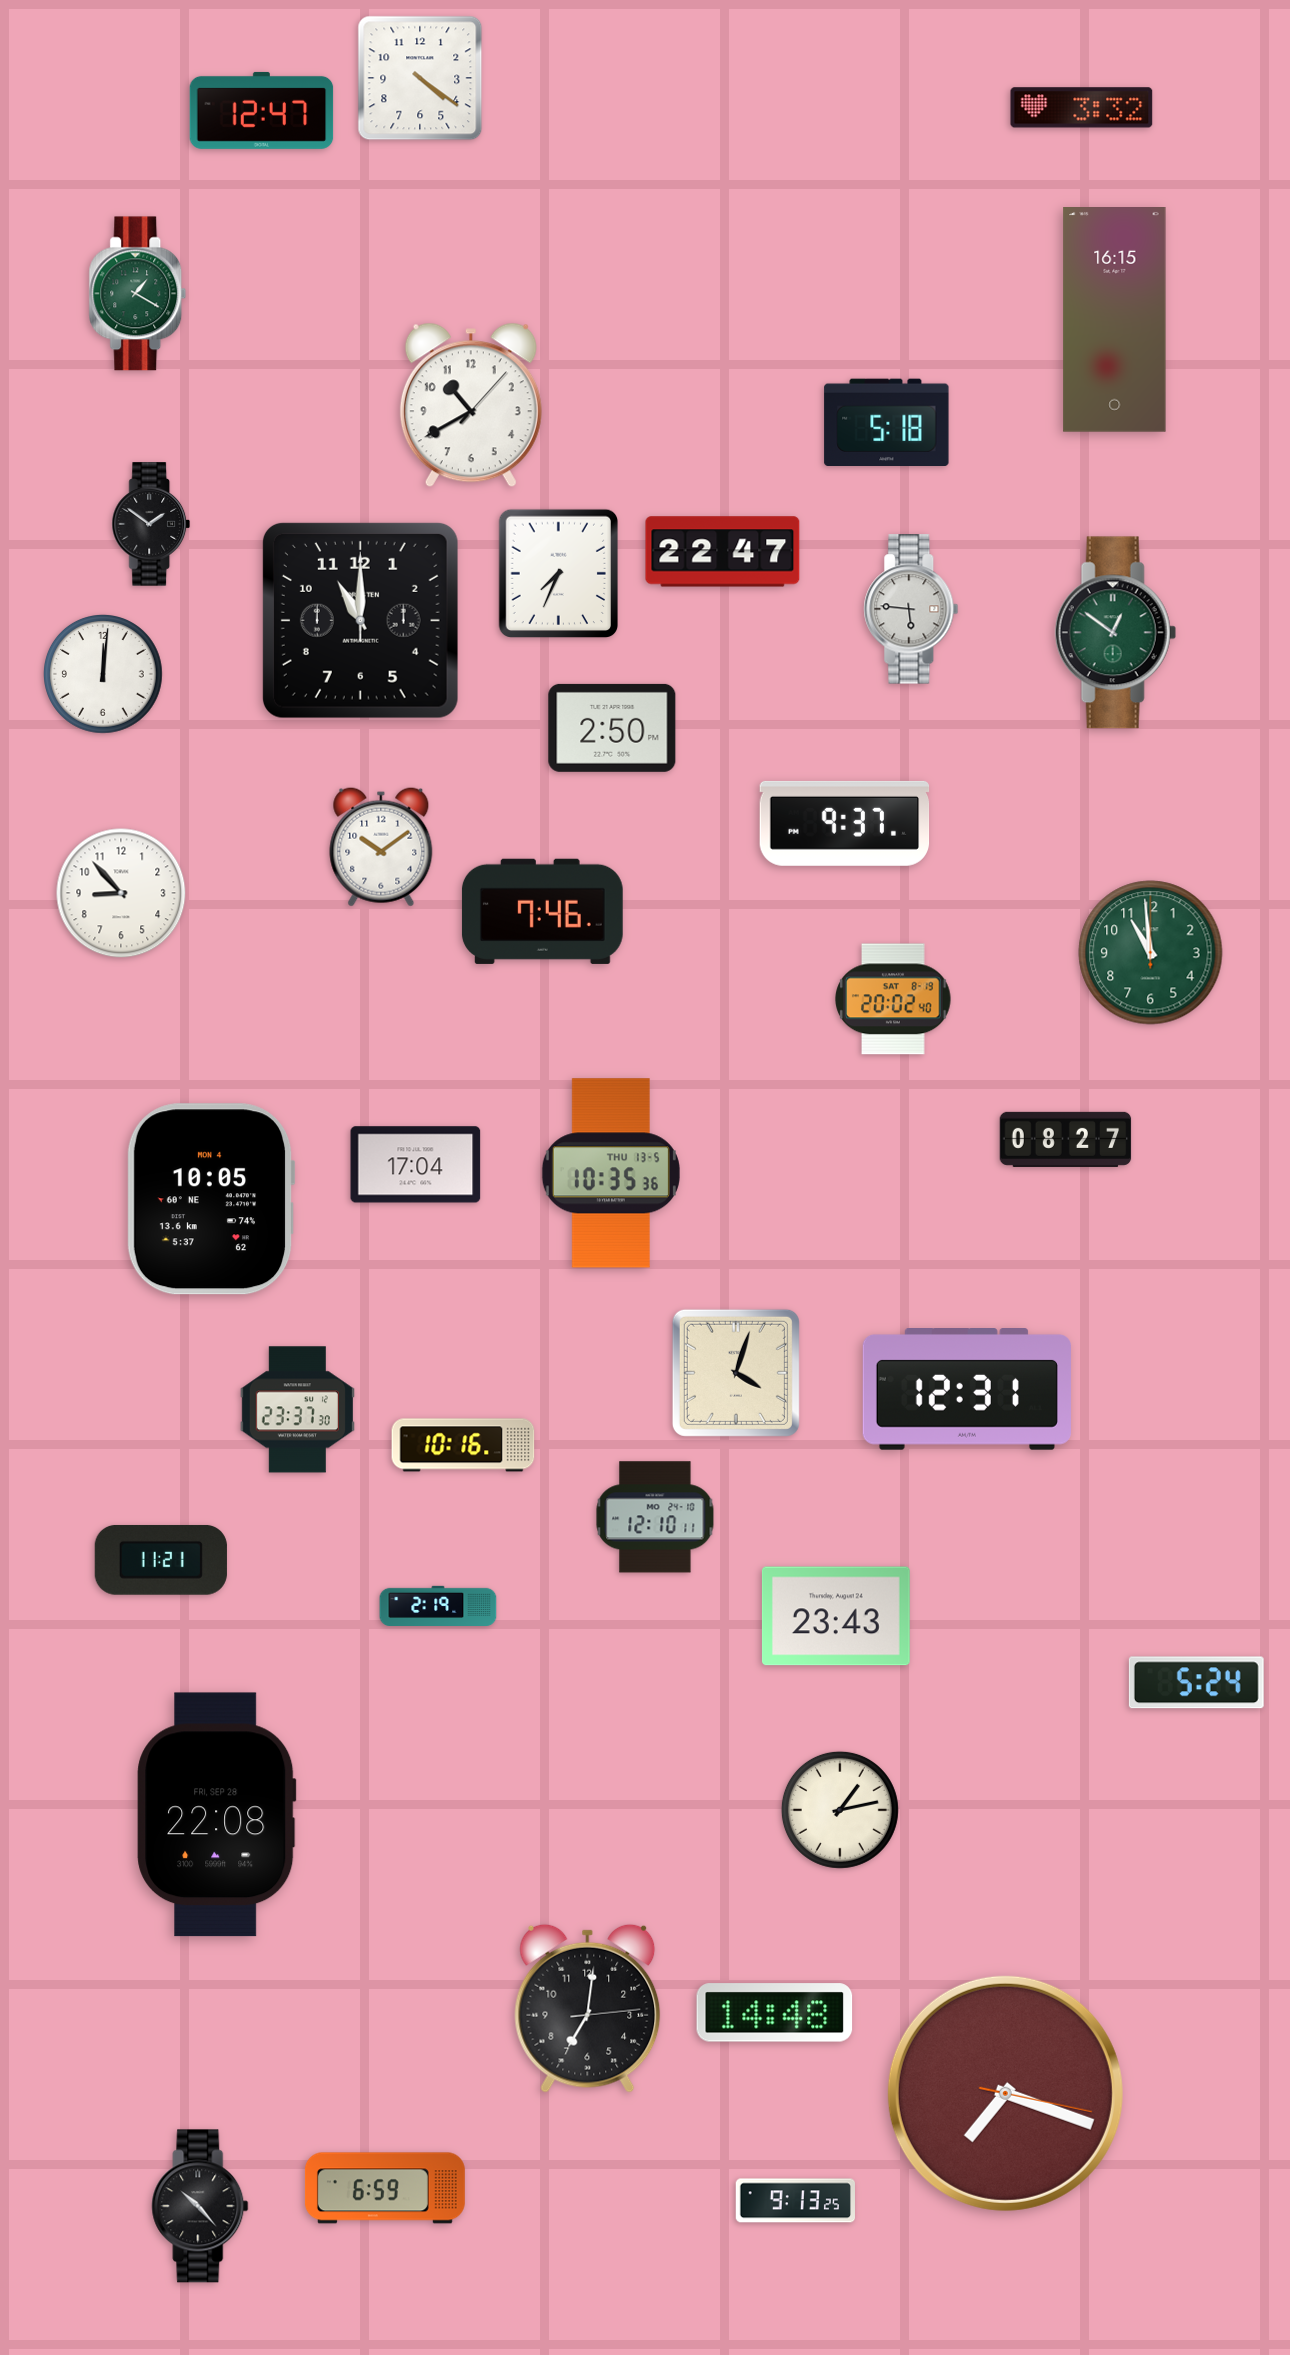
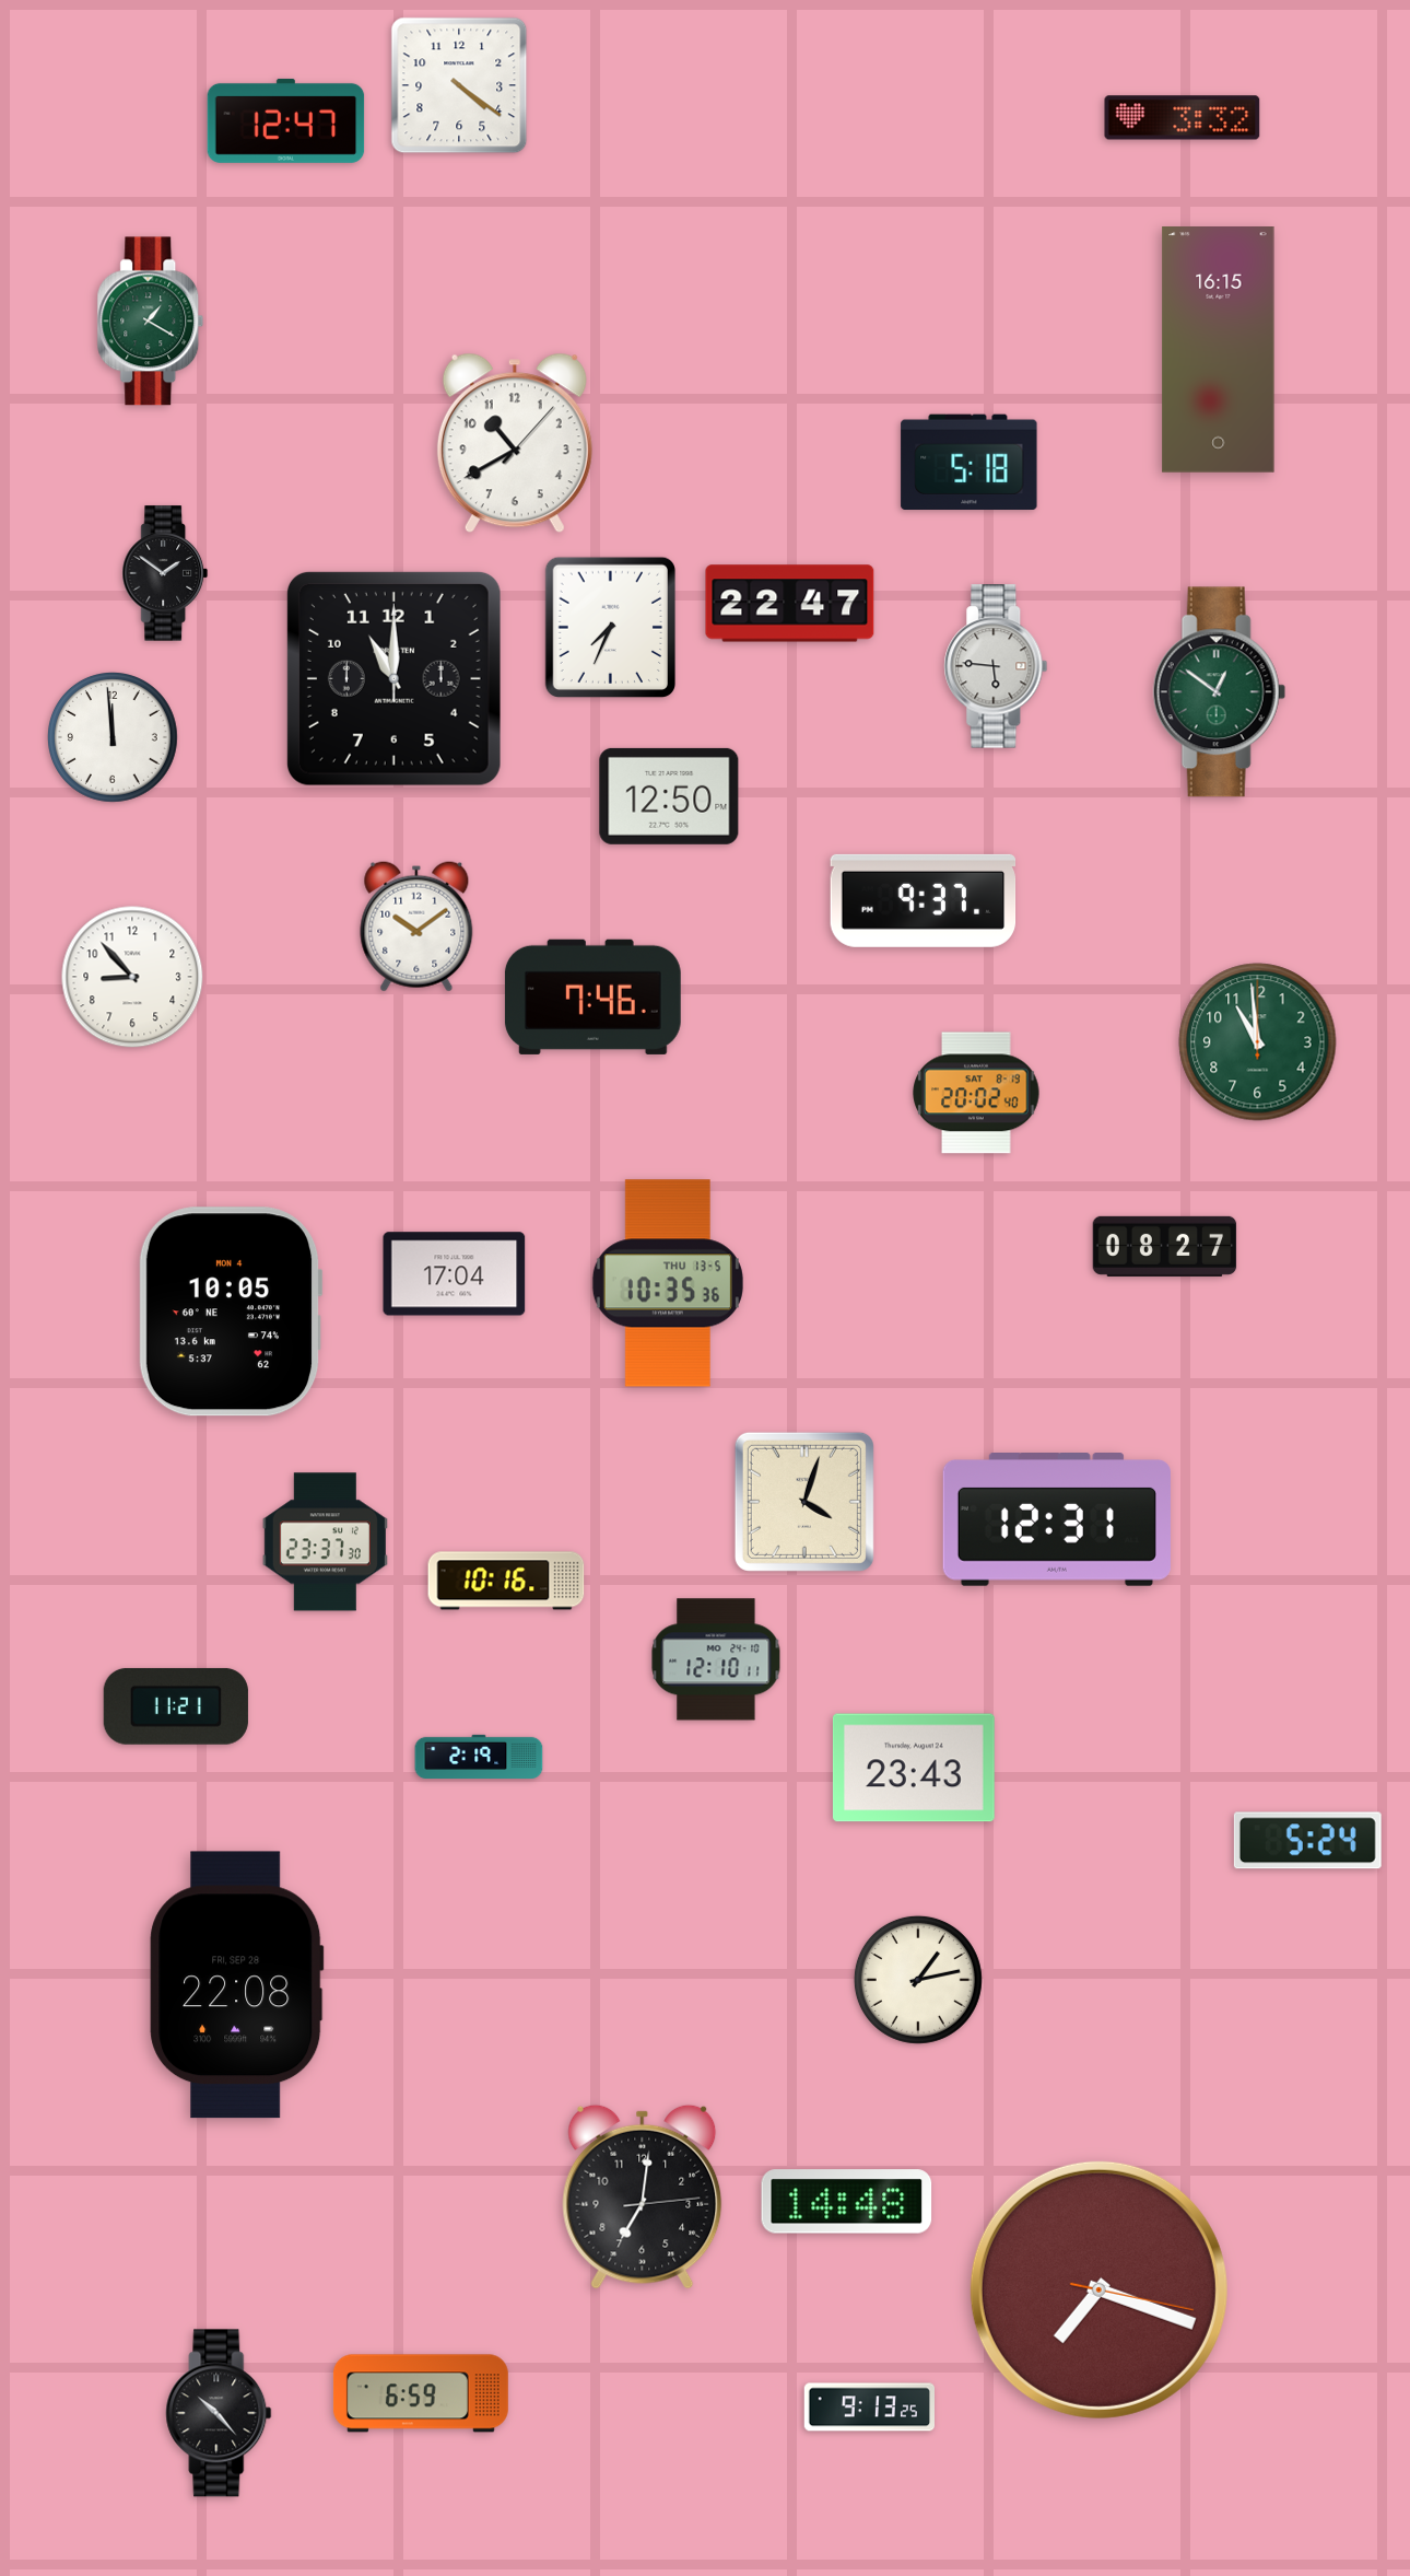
clock at (104, 675): 12:01 -> 11:59
clock at (612, 728): 2:50 -> 12:50
